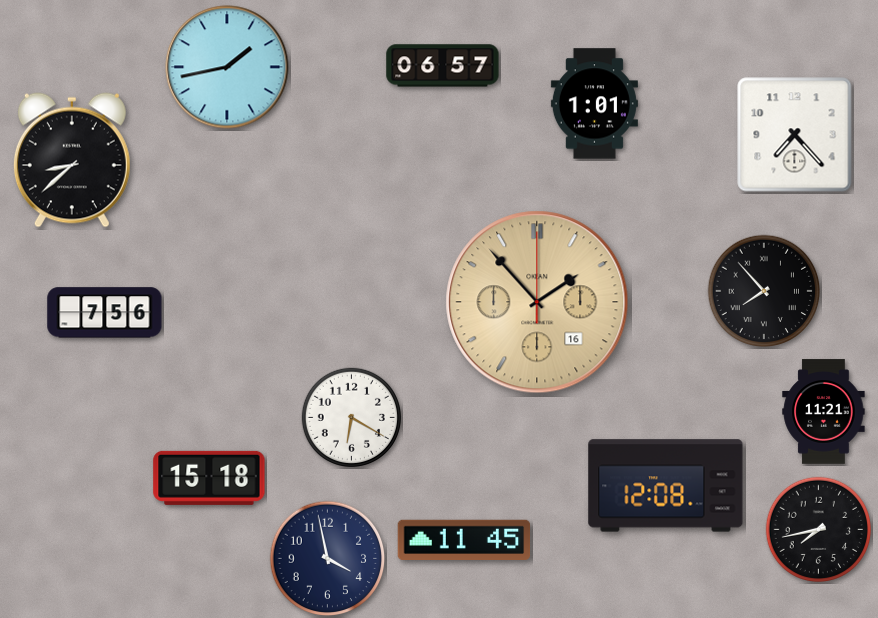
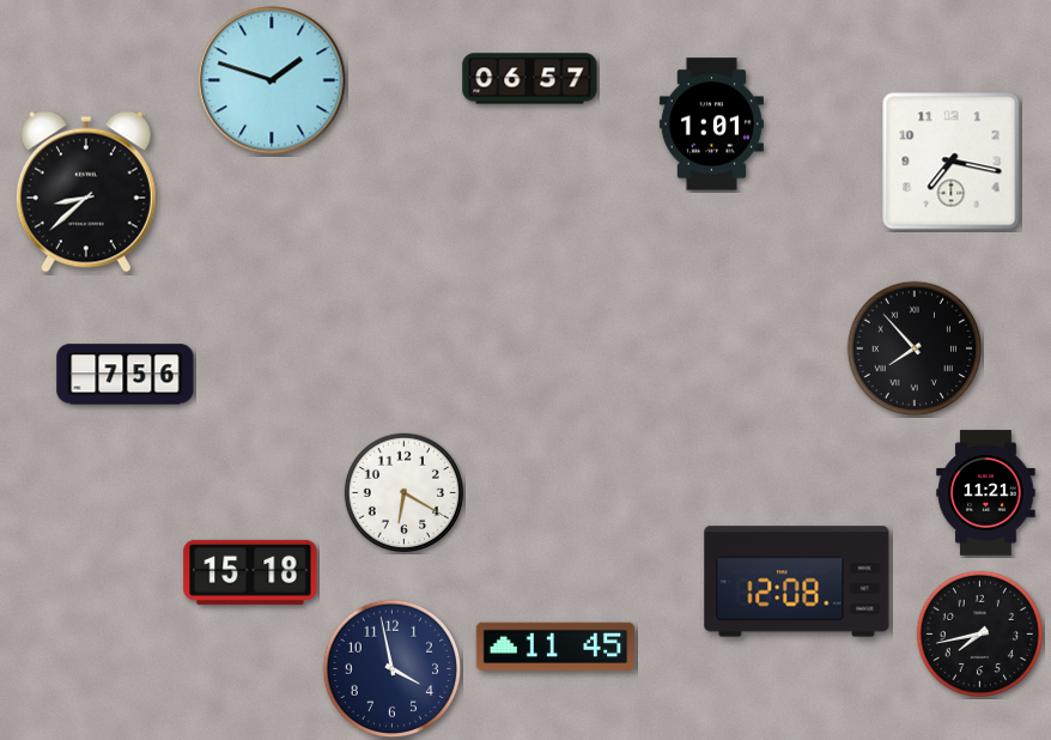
clock at (227, 67): 1:43 -> 1:48
clock at (795, 135): 7:23 -> 7:17
clock at (537, 302): 1:53 -> none
clock at (351, 417) position: (351, 417) -> (403, 492)
